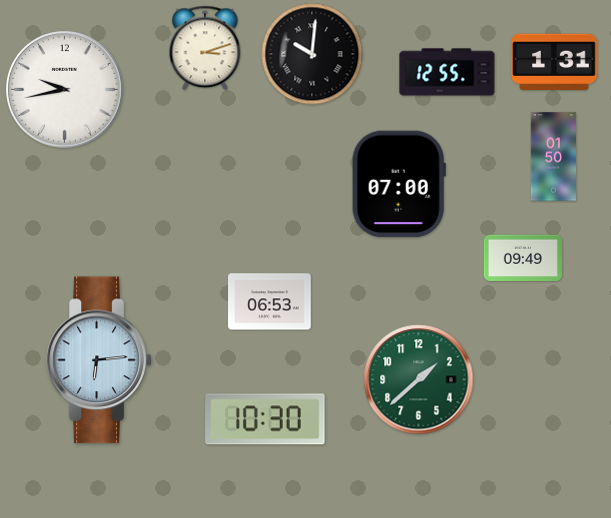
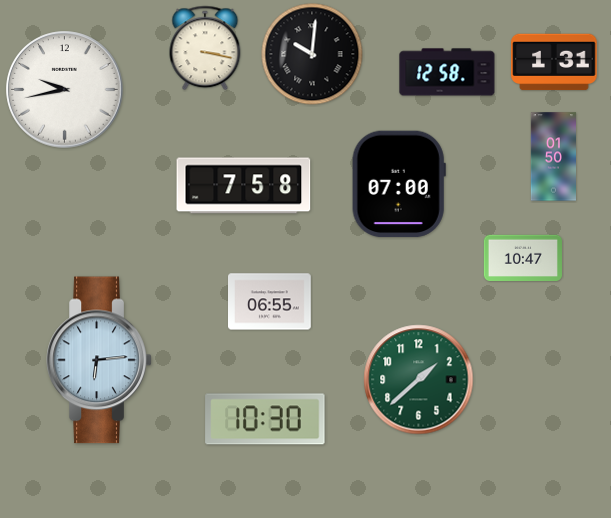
clock at (205, 48): 3:12 -> 3:17
clock at (447, 72): 12:55 -> 12:58
clock at (244, 186): none -> 7:58
clock at (523, 258): 09:49 -> 10:47
clock at (270, 302): 06:53 -> 06:55
